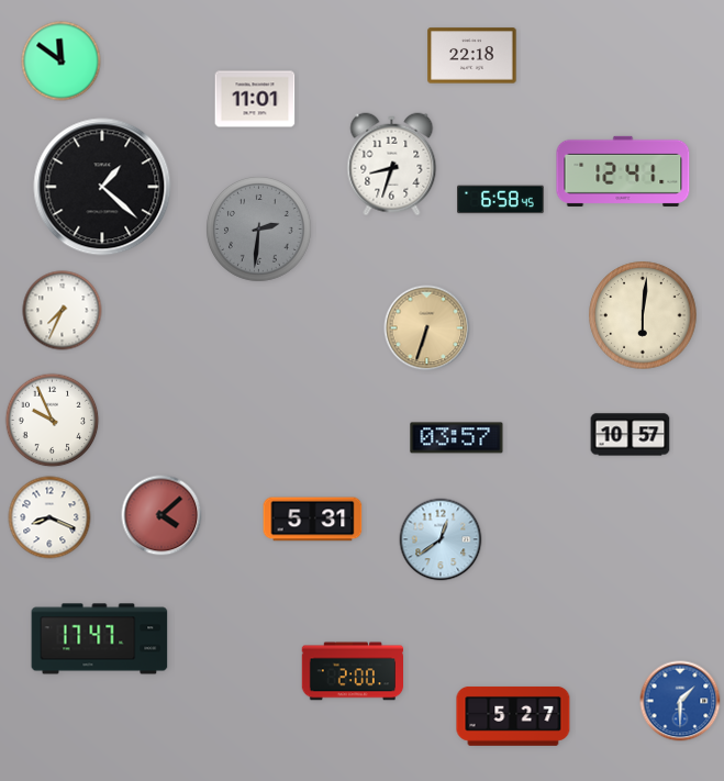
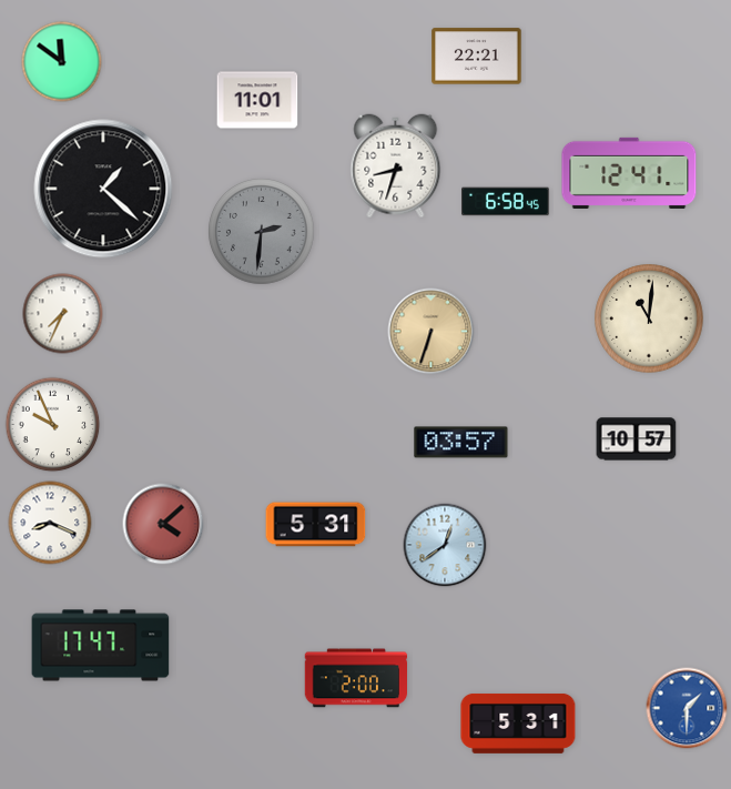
clock at (472, 56): 22:18 -> 22:21
clock at (643, 315): 6:01 -> 11:01
clock at (161, 515) position: (161, 515) -> (163, 524)
clock at (513, 716): 5:27 -> 5:31
